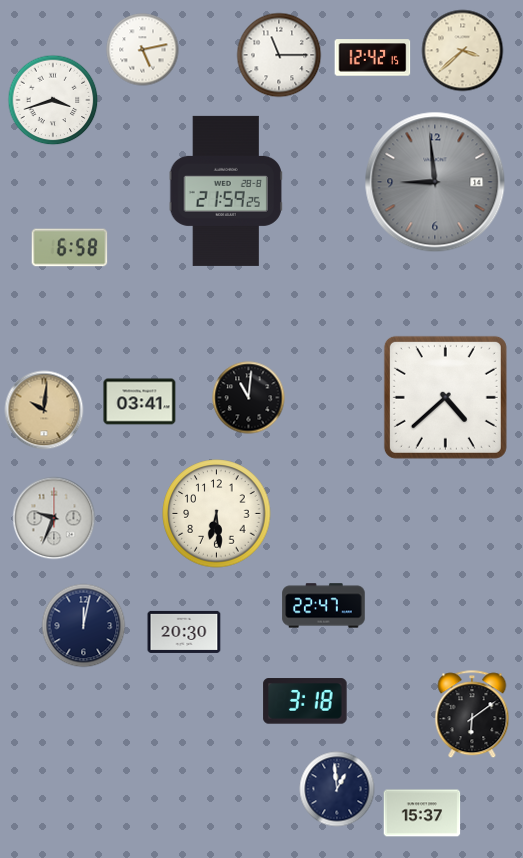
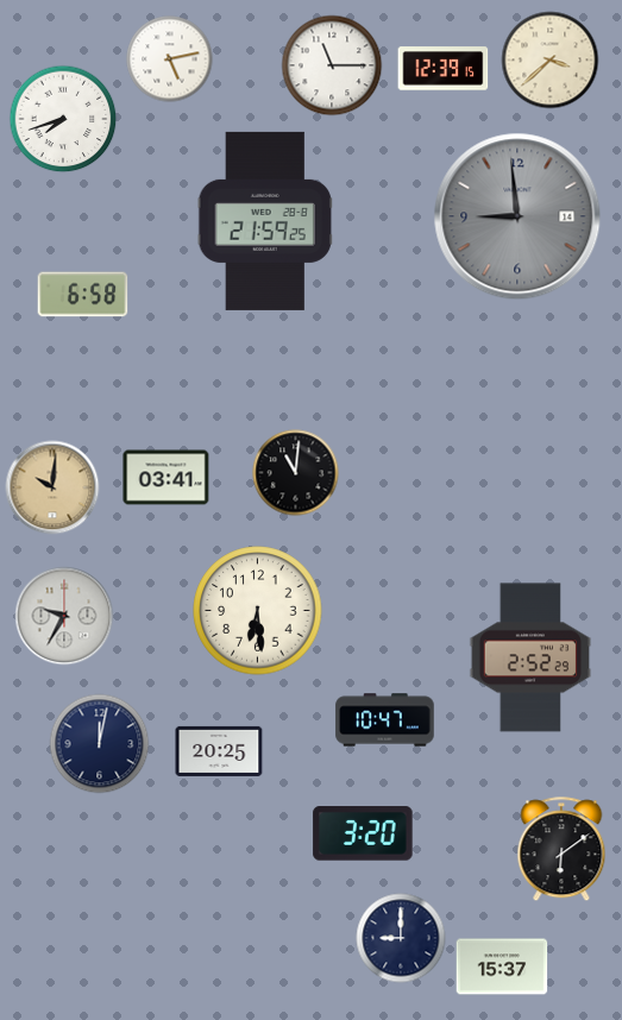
clock at (373, 58): 12:42 -> 12:39
clock at (53, 100): 3:42 -> 7:42
clock at (226, 191) position: (226, 191) -> (265, 221)
clock at (445, 397): 4:38 -> none
clock at (54, 518): 9:34 -> 9:35
clock at (530, 657): none -> 2:52
clock at (324, 606): 22:47 -> 10:47
clock at (184, 632): 20:30 -> 20:25
clock at (305, 701): 3:18 -> 3:20
clock at (337, 789): 12:59 -> 9:00
